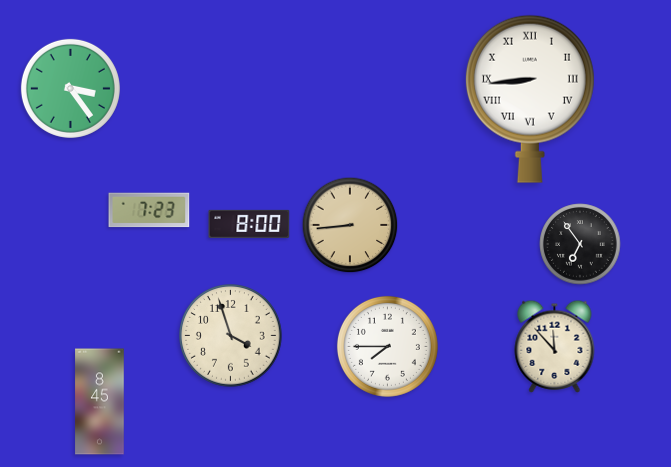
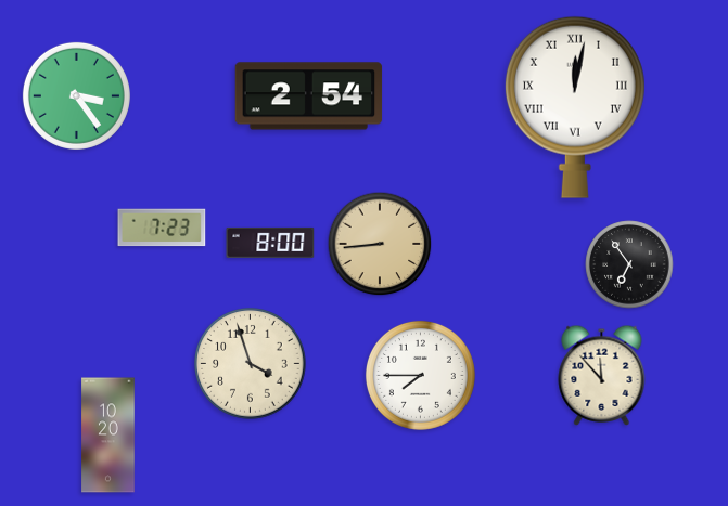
clock at (309, 96): none -> 2:54
clock at (530, 99): 8:44 -> 12:02
clock at (100, 402): 8:45 -> 10:20
